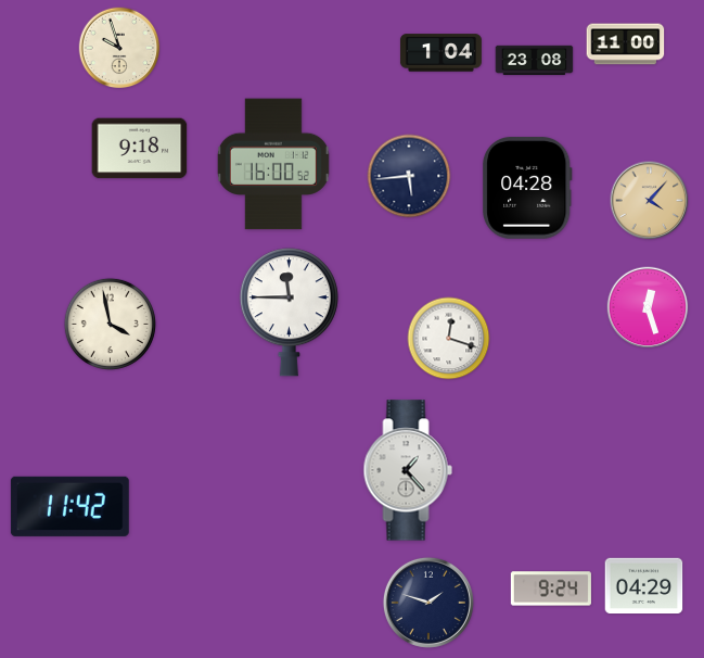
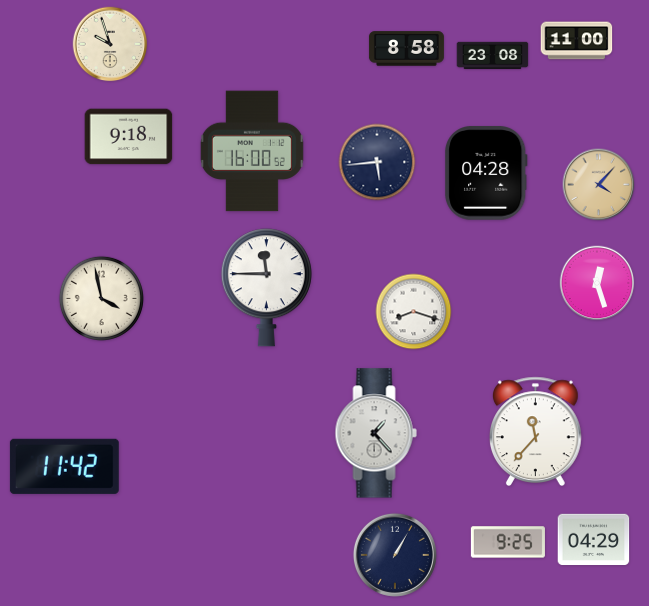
clock at (440, 53): 1:04 -> 8:58
clock at (449, 339): 12:18 -> 8:18
clock at (536, 431): none -> 11:37
clock at (551, 589): 9:24 -> 9:25
clock at (428, 603): 1:48 -> 1:05
